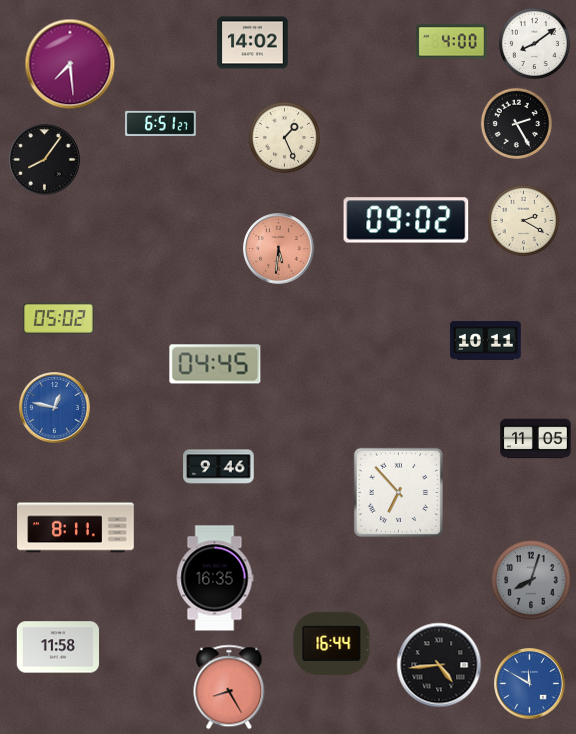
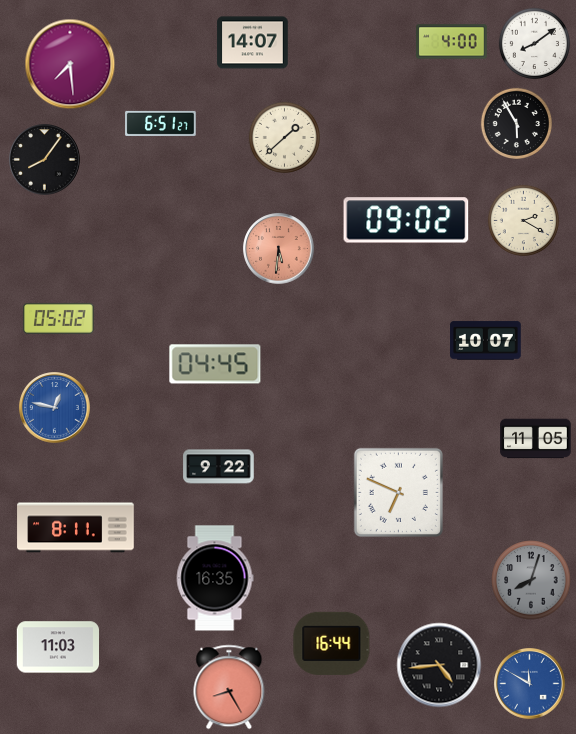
clock at (253, 43): 14:02 -> 14:07
clock at (516, 123): 2:25 -> 5:55
clock at (284, 137): 1:26 -> 1:38
clock at (486, 341): 10:11 -> 10:07
clock at (219, 467): 9:46 -> 9:22
clock at (398, 492): 6:53 -> 6:49
clock at (58, 647): 11:58 -> 11:03
